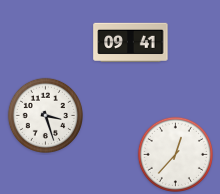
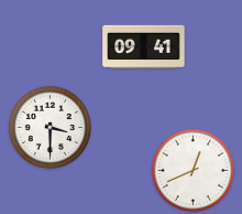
clock at (45, 115): 3:27 -> 3:30
clock at (175, 154): 12:37 -> 12:41
